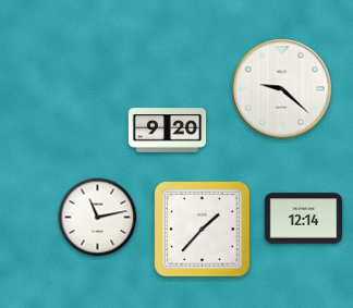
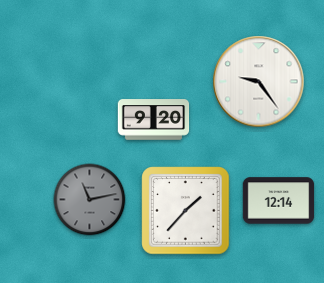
clock at (282, 89): 9:22 -> 9:24
clock at (98, 218) dial: white -> grey
